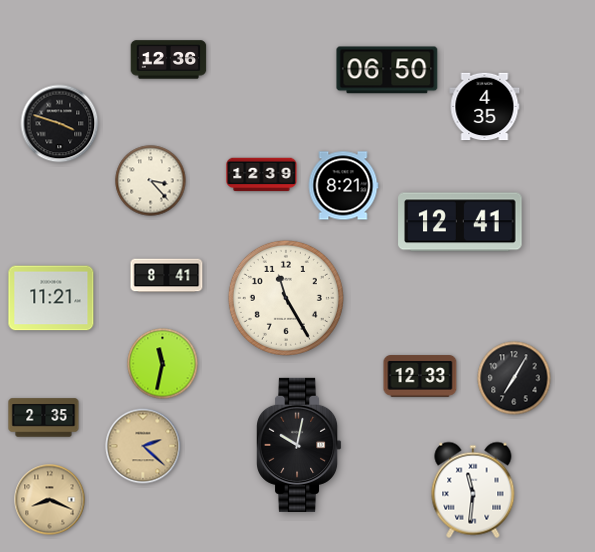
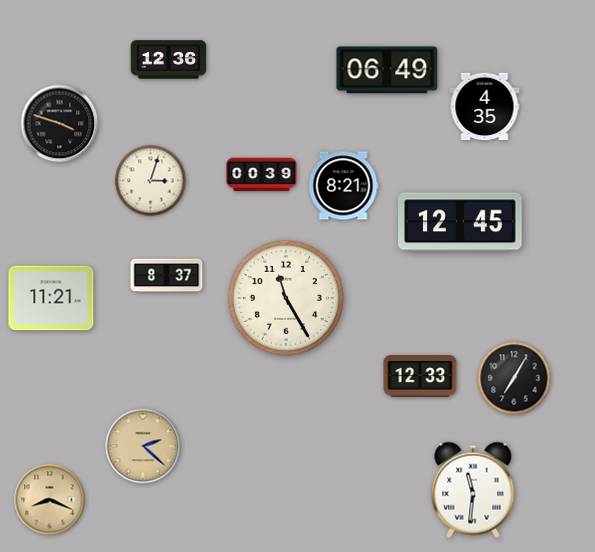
clock at (387, 70): 06:50 -> 06:49
clock at (262, 175): 12:39 -> 00:39
clock at (151, 181): 3:23 -> 3:03
clock at (460, 222): 12:41 -> 12:45
clock at (167, 276): 8:41 -> 8:37
clock at (163, 364): 11:32 -> none
clock at (44, 418): 2:35 -> none
clock at (300, 445): 10:02 -> none
